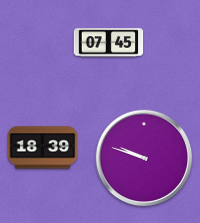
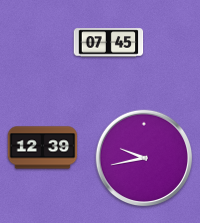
clock at (43, 148): 18:39 -> 12:39
clock at (144, 158): 9:48 -> 9:43
